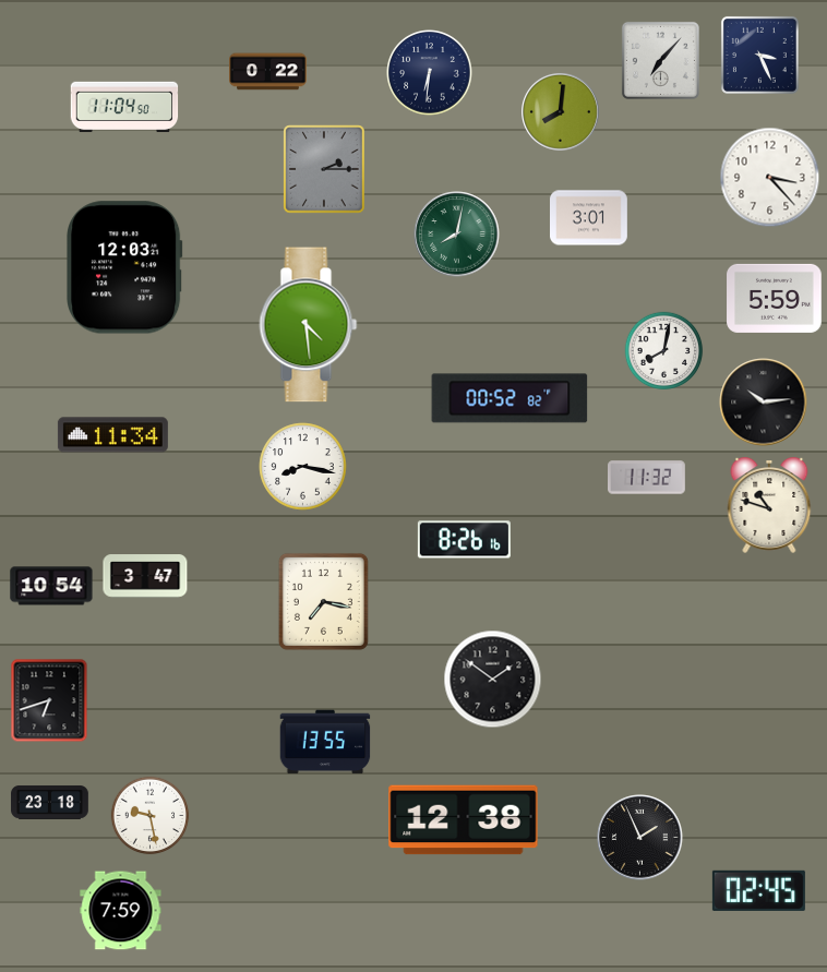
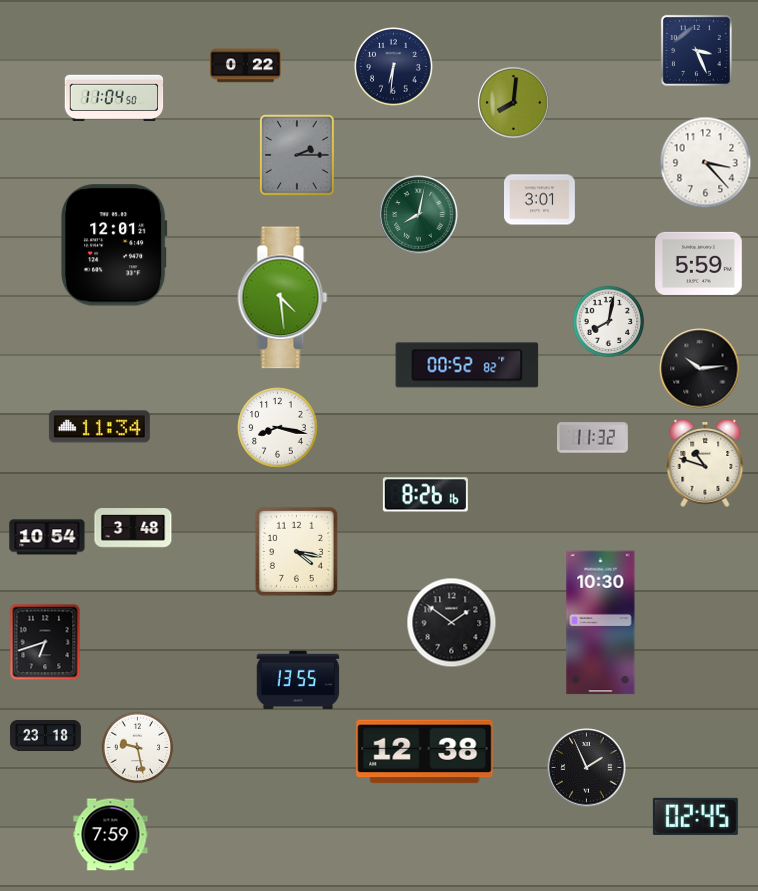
clock at (660, 60): 7:07 -> none
clock at (125, 267): 12:03 -> 12:01
clock at (775, 298) position: (775, 298) -> (699, 263)
clock at (112, 435) position: (112, 435) -> (99, 427)
clock at (145, 576): 3:47 -> 3:48
clock at (323, 601): 7:17 -> 4:17
clock at (601, 623): none -> 10:30
